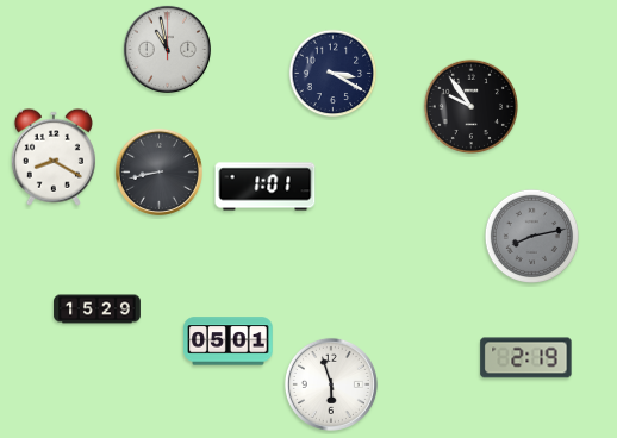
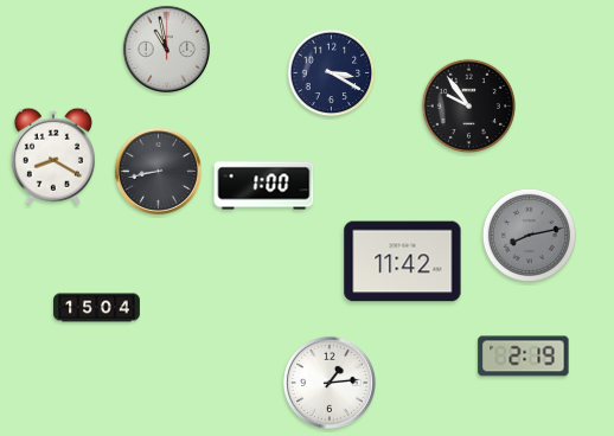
clock at (266, 187): 1:01 -> 1:00
clock at (403, 262): none -> 11:42
clock at (98, 309): 15:29 -> 15:04
clock at (229, 342): 05:01 -> none
clock at (331, 384): 5:57 -> 1:14
